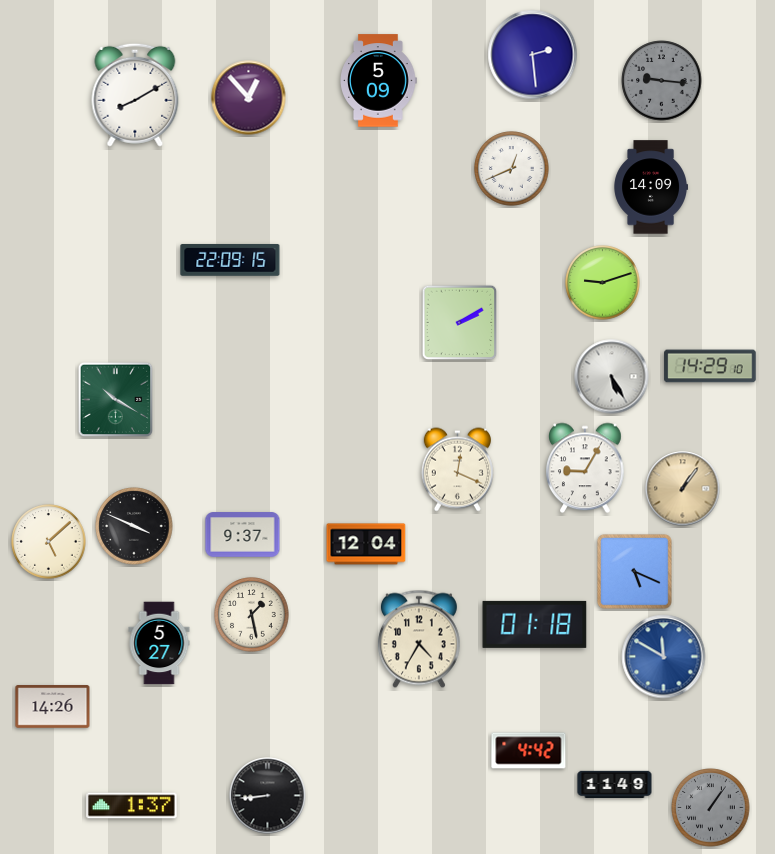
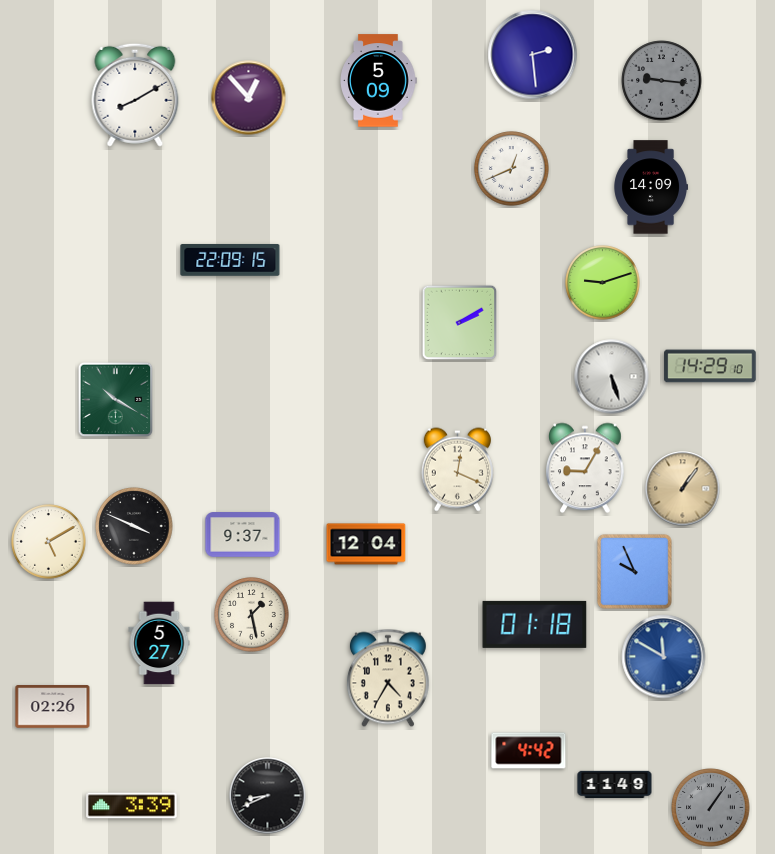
clock at (612, 377): 5:25 -> 5:27
clock at (49, 542): 5:08 -> 5:10
clock at (635, 572): 5:19 -> 9:56
clock at (419, 639) position: (419, 639) -> (388, 678)
clock at (53, 707): 14:26 -> 02:26
clock at (268, 796): 8:44 -> 8:41
clock at (132, 806): 1:37 -> 3:39
